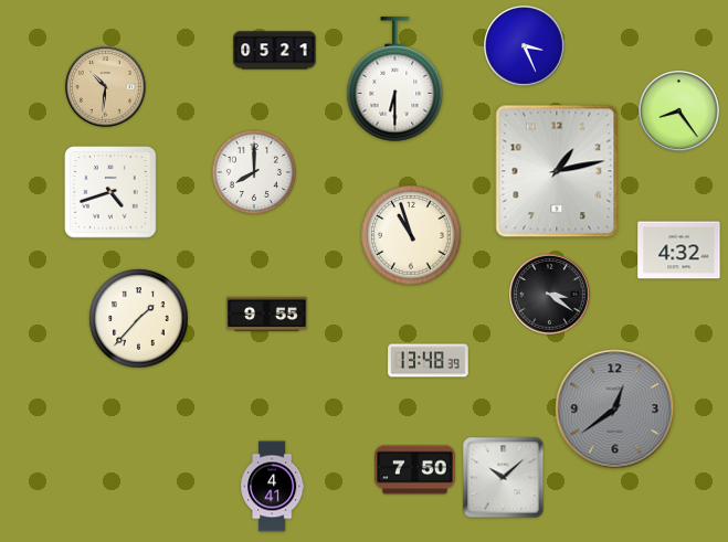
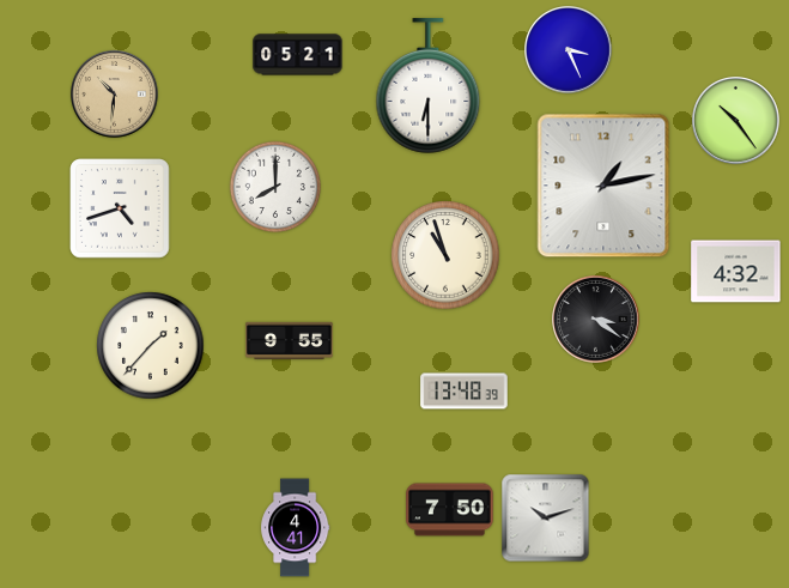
clock at (679, 111): 8:24 -> 10:24
clock at (615, 410): 12:39 -> none
clock at (504, 478): 10:08 -> 10:12
